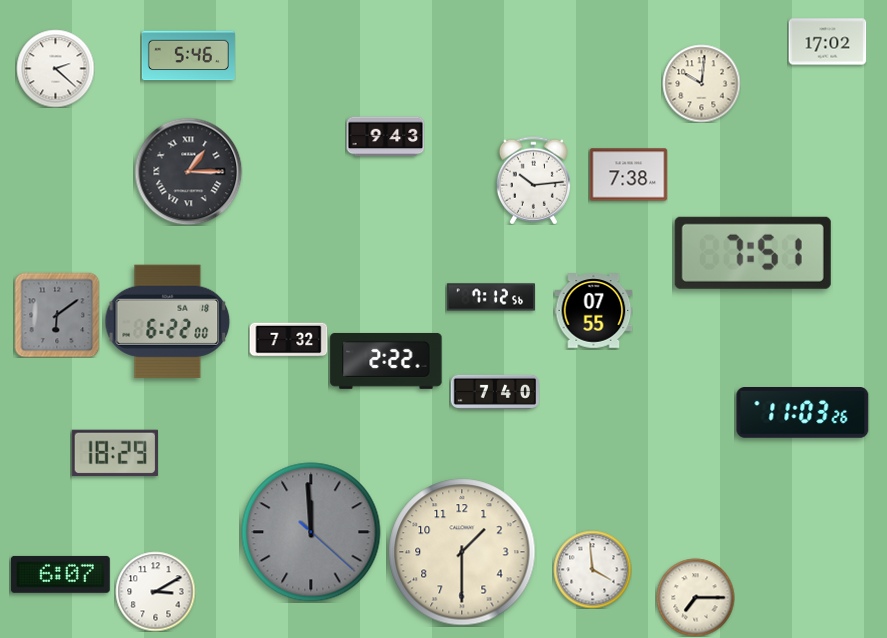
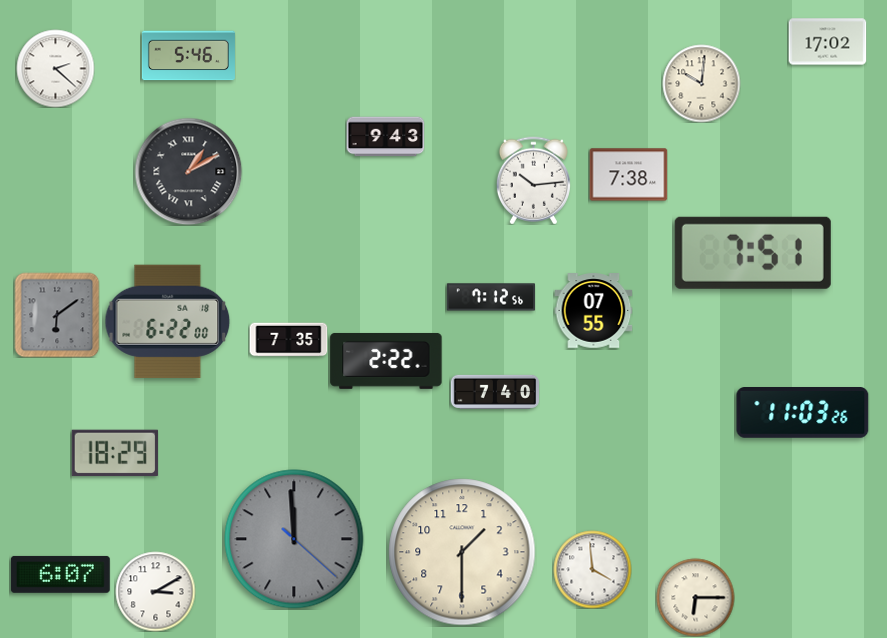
clock at (188, 171): 1:15 -> 1:10
clock at (288, 340): 7:32 -> 7:35
clock at (311, 532) position: (311, 532) -> (294, 539)
clock at (695, 597): 7:15 -> 6:15
